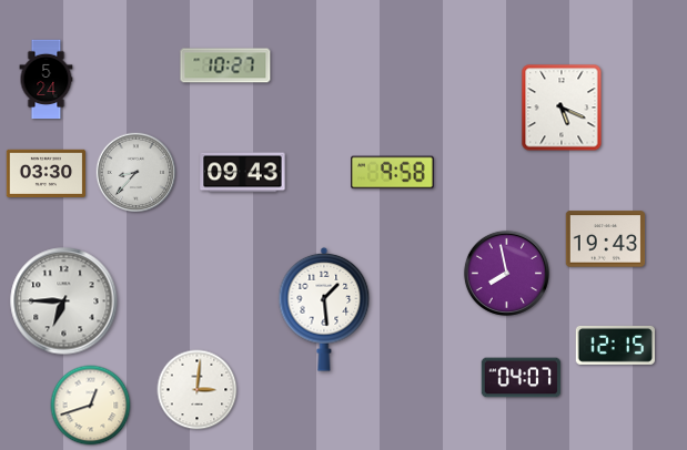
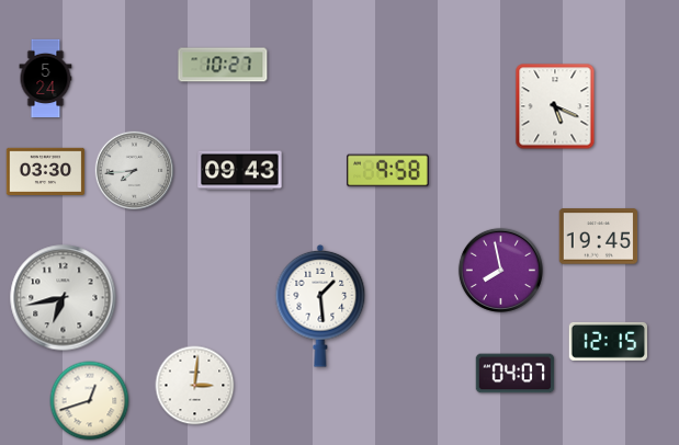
clock at (137, 173): 8:37 -> 7:44
clock at (606, 239): 19:43 -> 19:45
clock at (64, 301): 6:45 -> 6:43
